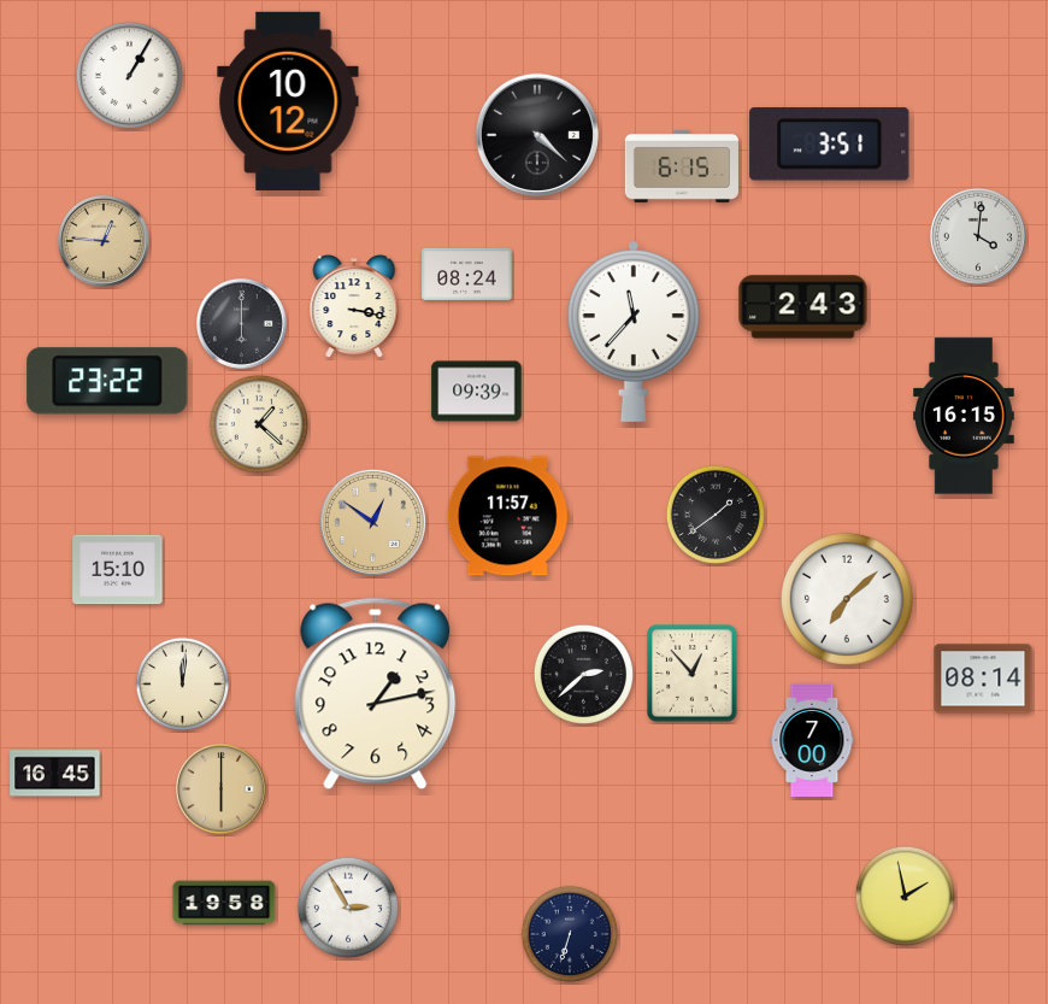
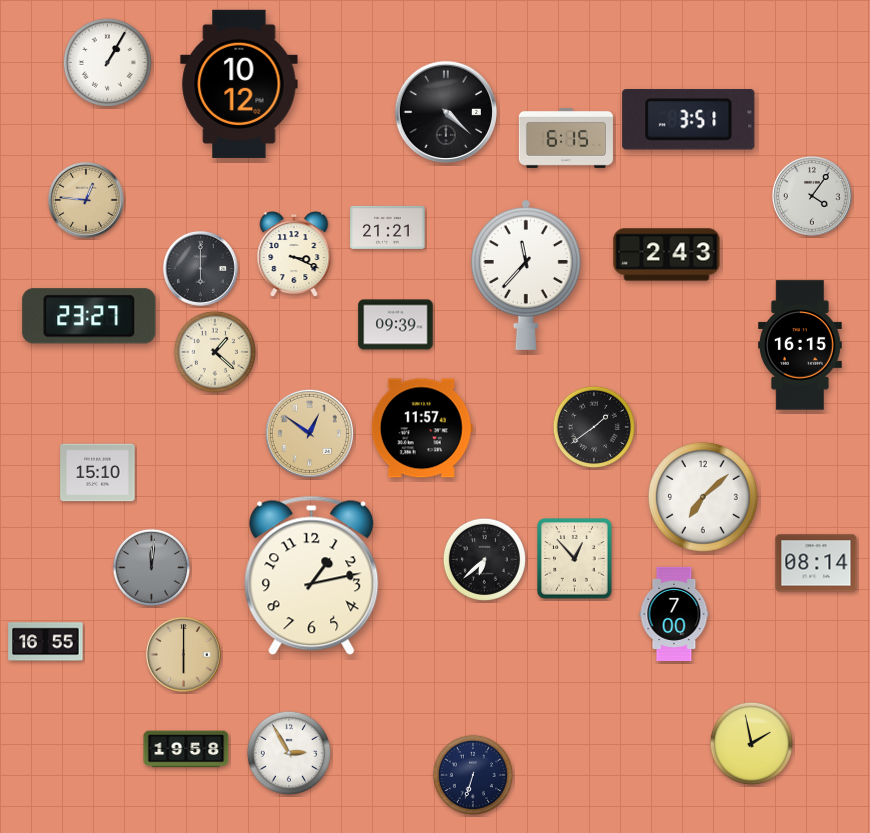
clock at (978, 236): 4:01 -> 4:06
clock at (467, 274): 08:24 -> 21:21
clock at (354, 307): 3:17 -> 3:19
clock at (107, 381): 23:22 -> 23:27
clock at (583, 674): 2:38 -> 6:38
clock at (182, 683) dial: cream -> grey
clock at (55, 774): 16:45 -> 16:55
